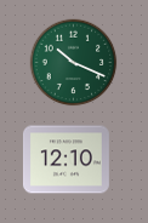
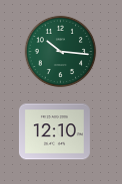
clock at (74, 63): 10:19 -> 10:16
